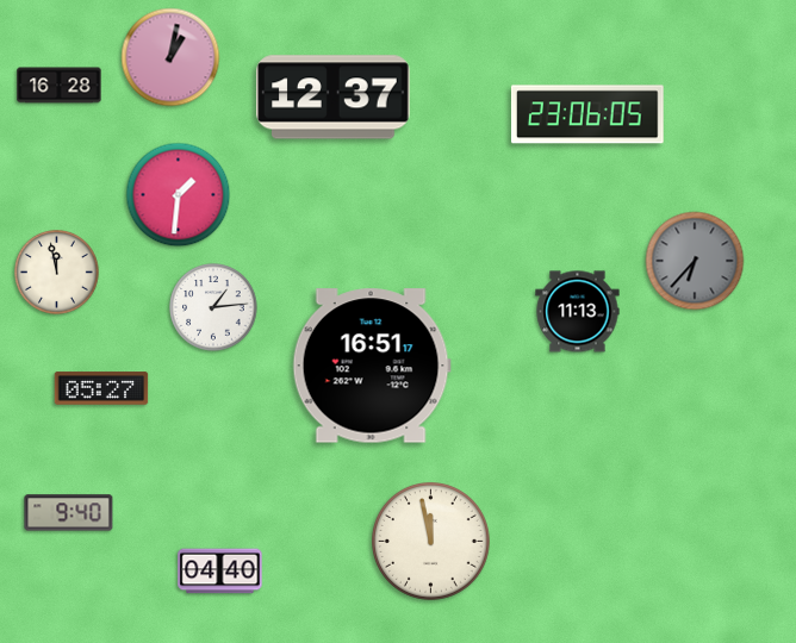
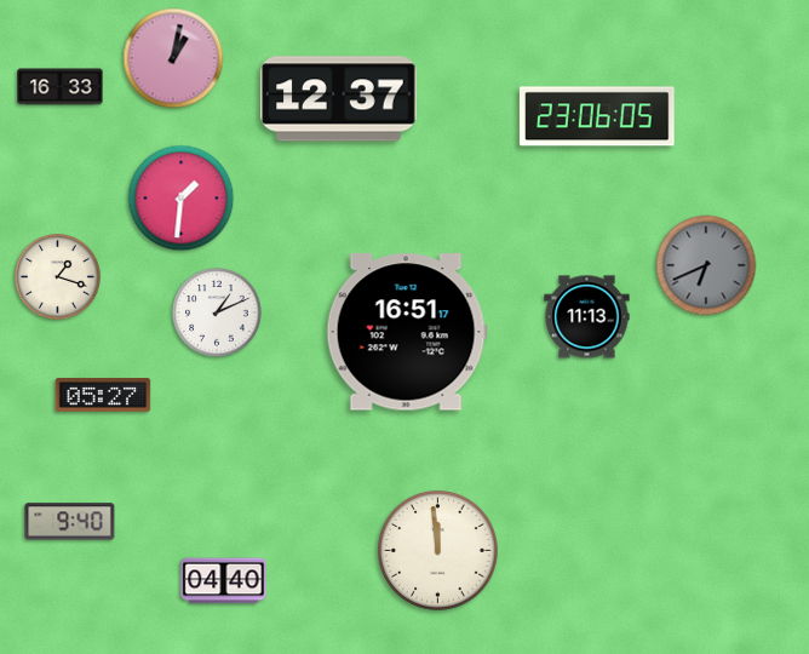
clock at (60, 86): 16:28 -> 16:33
clock at (695, 261): 6:37 -> 6:41
clock at (57, 273): 11:58 -> 1:18
clock at (213, 307): 1:14 -> 1:11
clock at (372, 366) position: (372, 366) -> (407, 332)
clock at (431, 542): 11:58 -> 11:59
